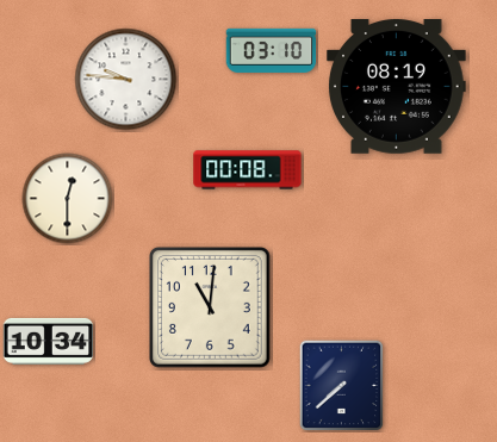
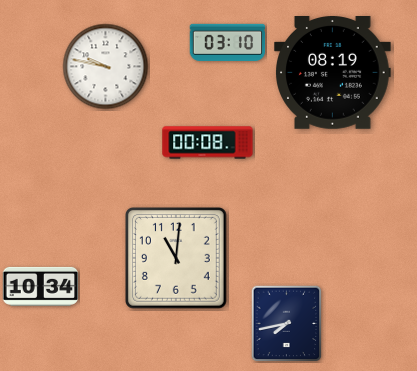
clock at (126, 80): 9:46 -> 9:47
clock at (68, 199): 12:30 -> none
clock at (342, 386): 7:38 -> 7:43
